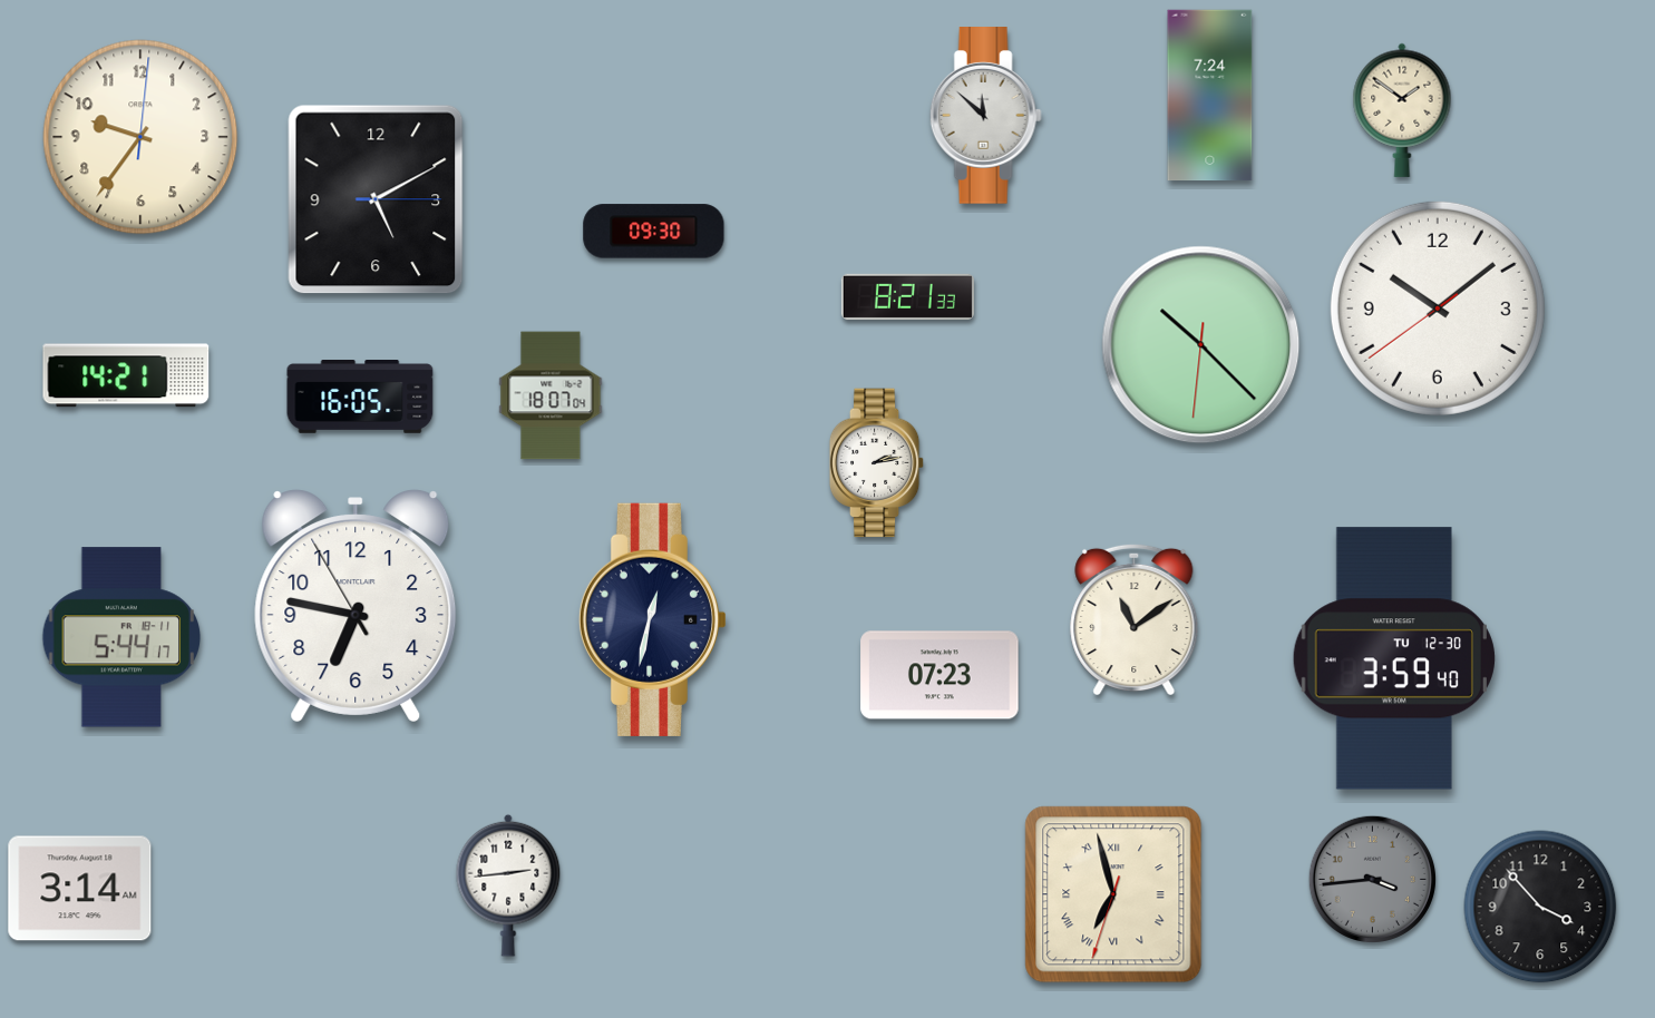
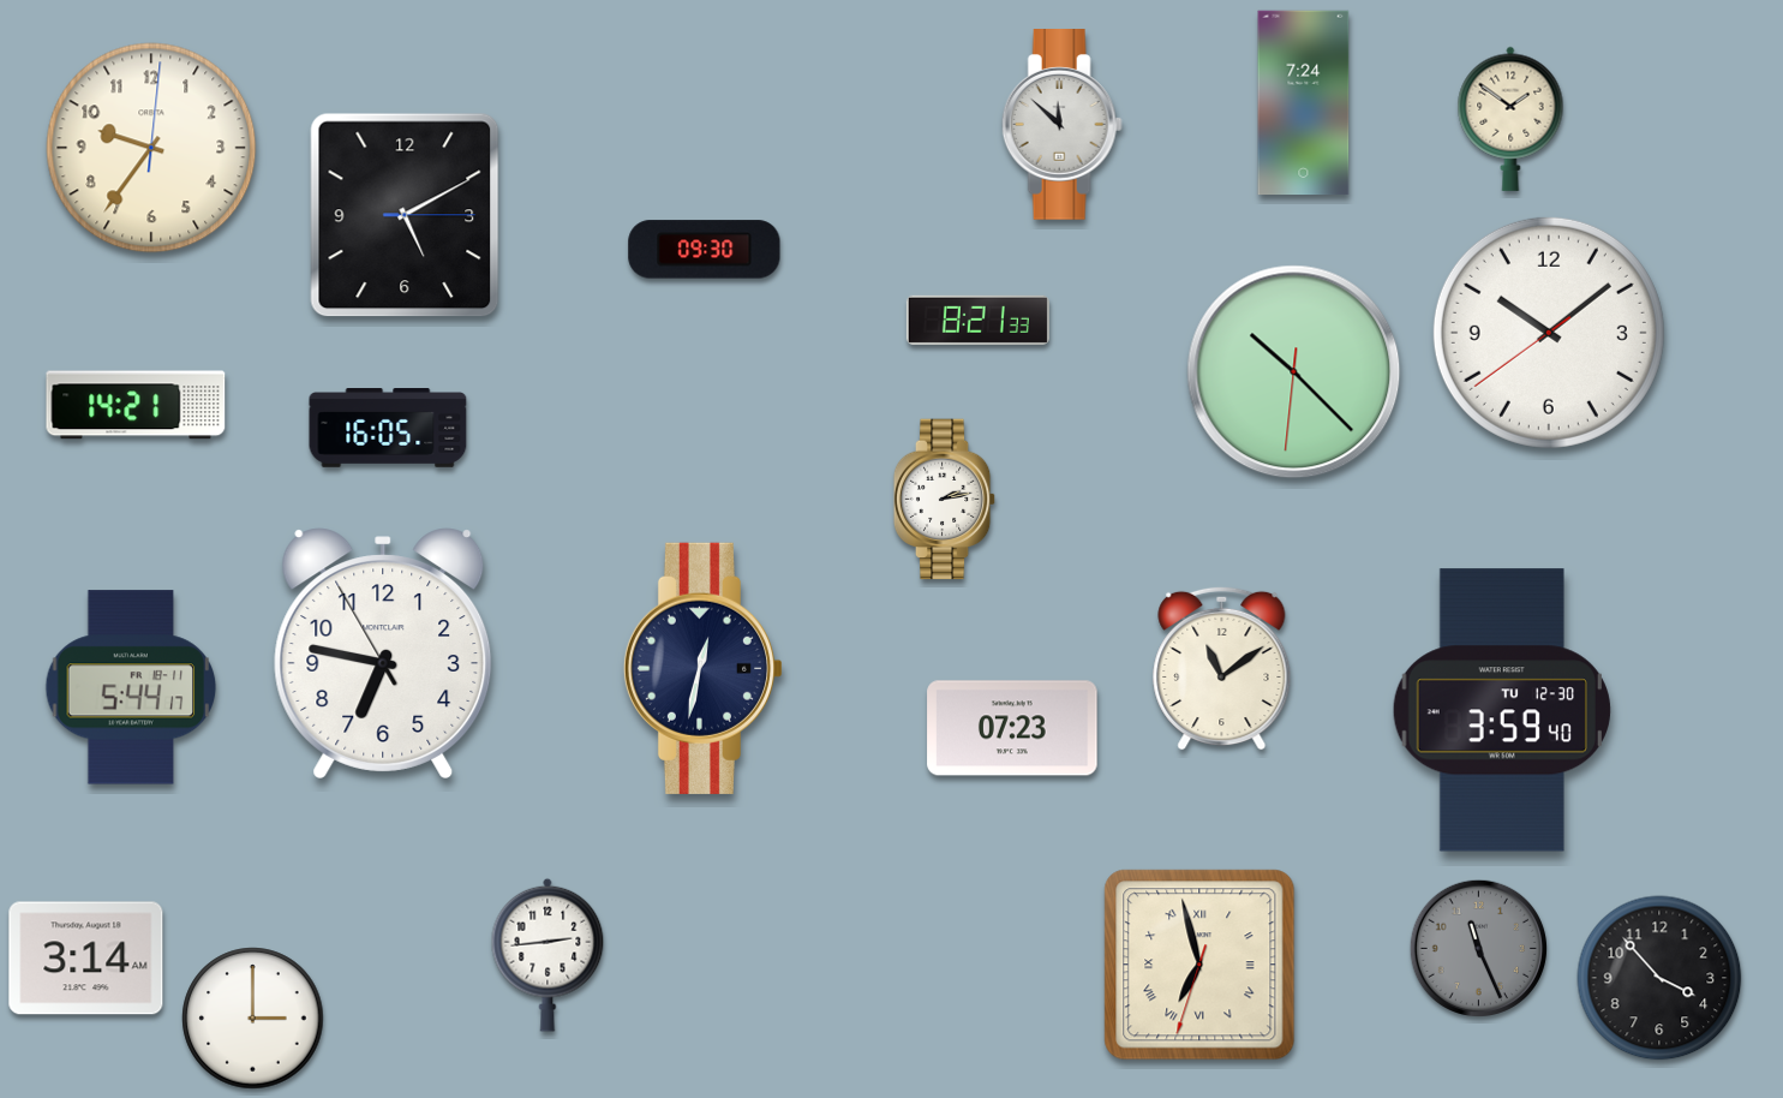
clock at (551, 395): 18:07 -> none
clock at (1372, 879): 3:44 -> 11:26
clock at (253, 1019): none -> 3:00
